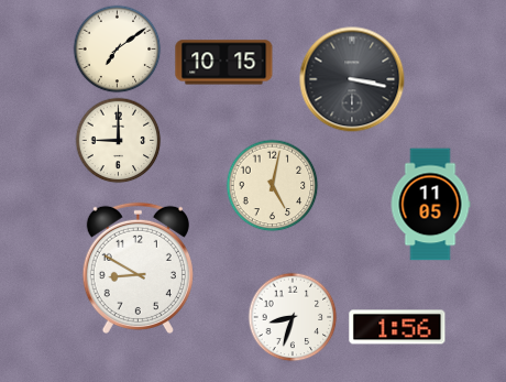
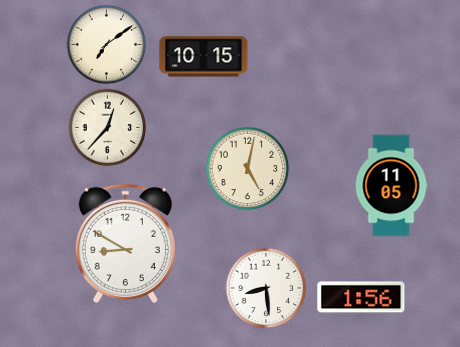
clock at (352, 79): 3:17 -> none
clock at (118, 140): 9:00 -> 12:37
clock at (293, 317): 8:33 -> 8:29
